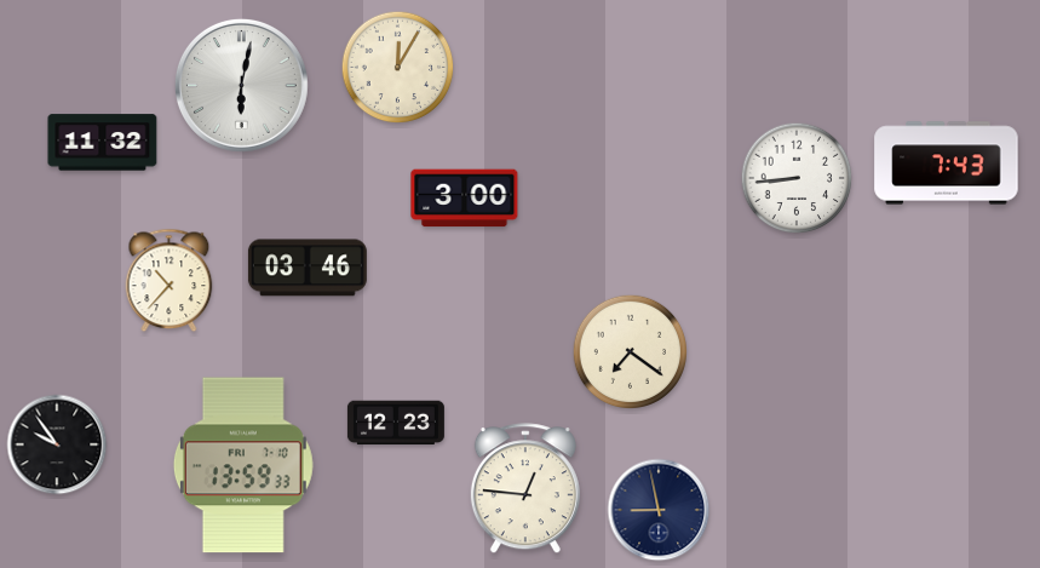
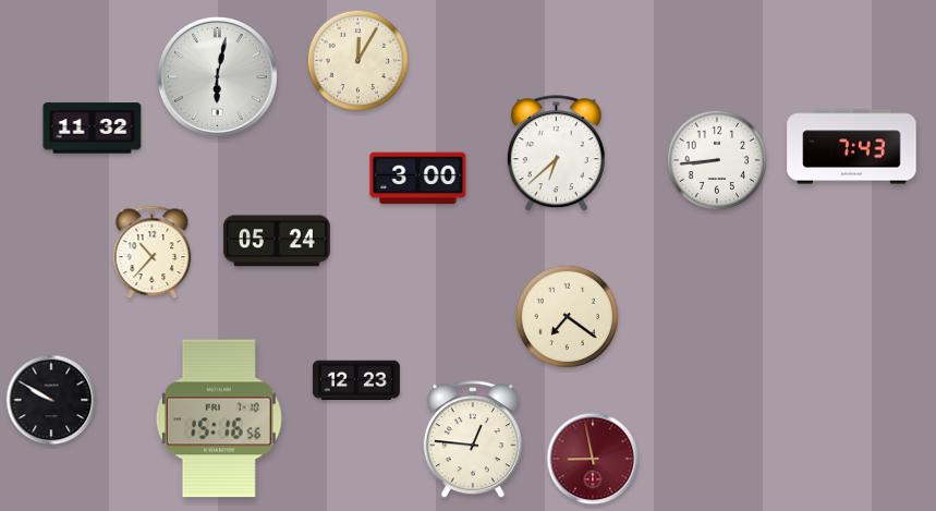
clock at (556, 154): none -> 6:38
clock at (308, 268): 03:46 -> 05:24
clock at (57, 444): 9:54 -> 9:50
clock at (243, 465): 13:59 -> 15:16
clock at (659, 510) dial: navy -> burgundy
